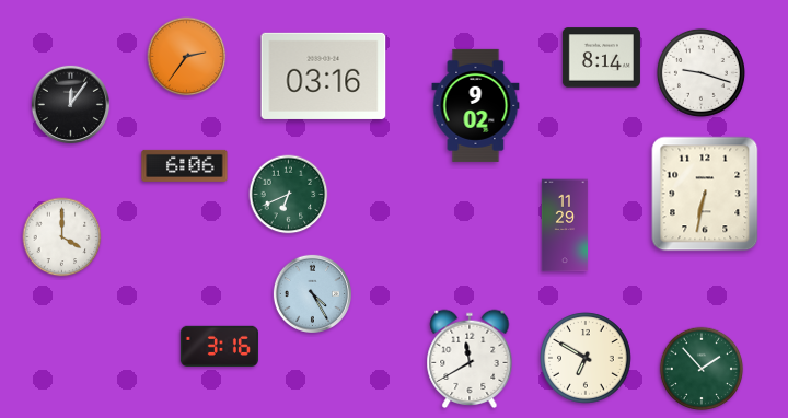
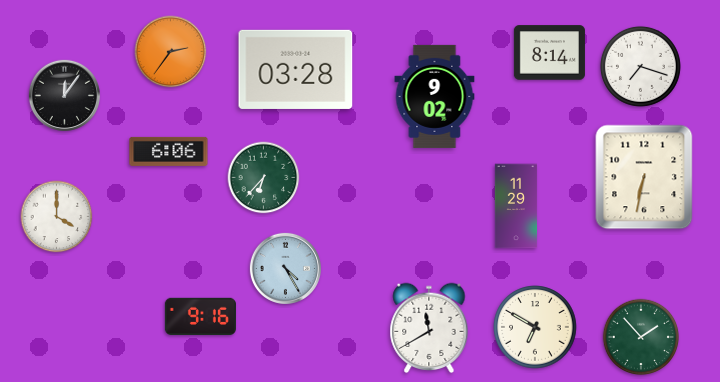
clock at (700, 72): 9:18 -> 7:18
clock at (324, 76): 03:16 -> 03:28
clock at (289, 195): 6:41 -> 6:37
clock at (219, 346): 3:16 -> 9:16
